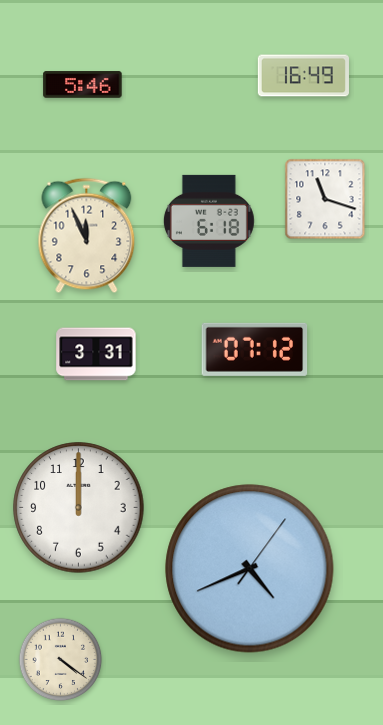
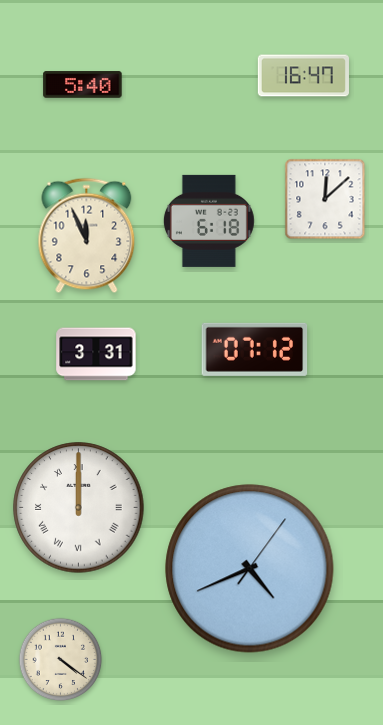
clock at (303, 76): 16:49 -> 16:47
clock at (83, 85): 5:46 -> 5:40
clock at (325, 199): 11:18 -> 12:08
clock at (79, 508) numerals: Arabic -> Roman
